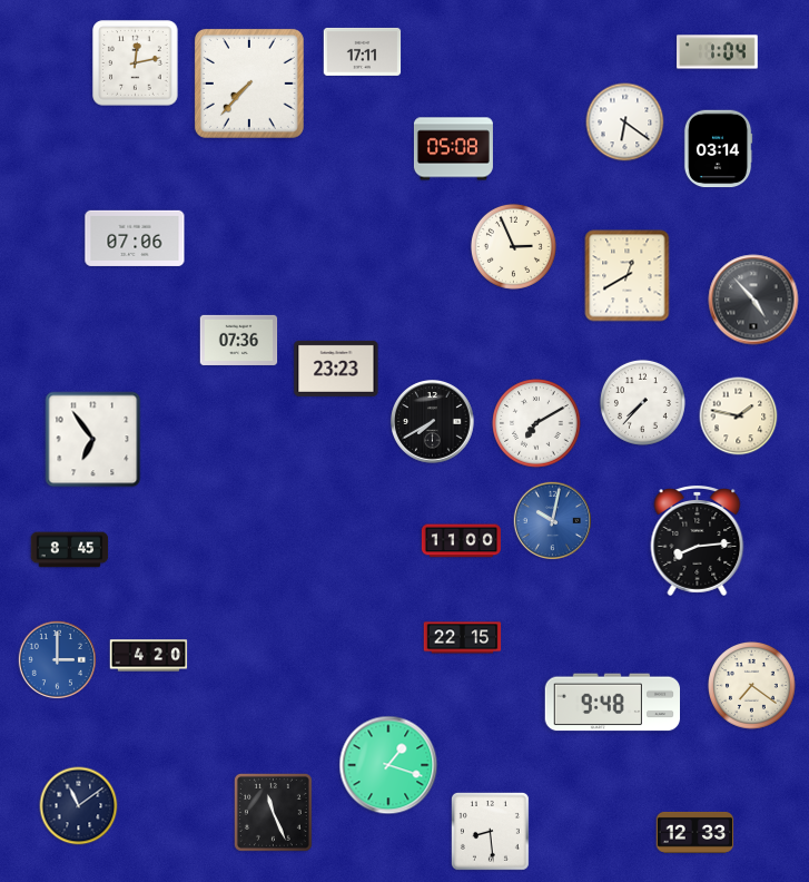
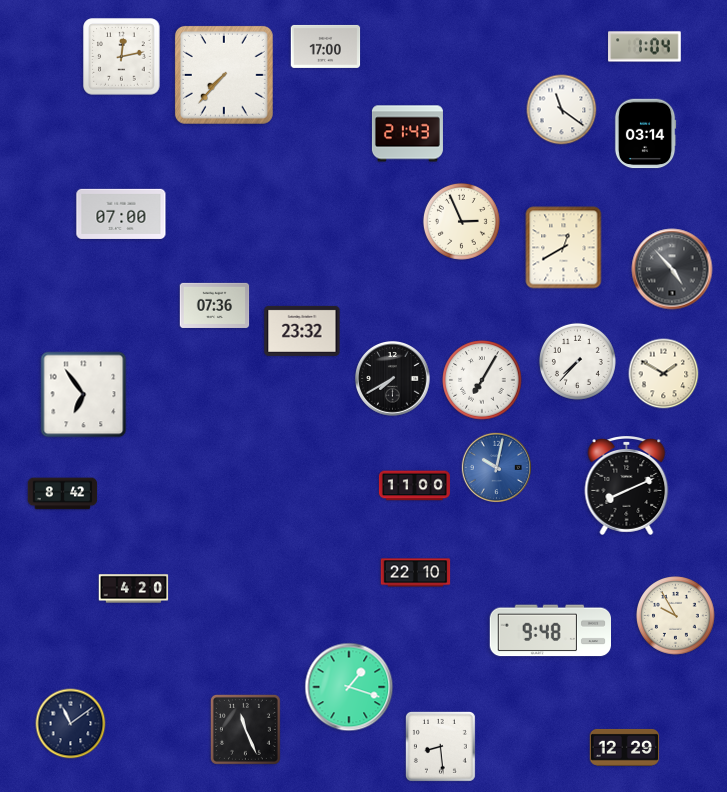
clock at (363, 51): 17:11 -> 17:00
clock at (625, 122): 6:21 -> 11:21
clock at (453, 149): 05:08 -> 21:43
clock at (135, 238): 07:06 -> 07:00
clock at (753, 300) position: (753, 300) -> (672, 269)
clock at (336, 369): 23:23 -> 23:32
clock at (739, 416): 1:47 -> 1:50
clock at (433, 422) position: (433, 422) -> (393, 379)
clock at (536, 423): 7:10 -> 7:05
clock at (698, 540): 8:14 -> 8:11
clock at (70, 550): 8:45 -> 8:42
clock at (463, 638): 22:15 -> 22:10
clock at (57, 659): 3:00 -> none
clock at (752, 686): 7:21 -> 9:55
clock at (695, 832): 12:33 -> 12:29
